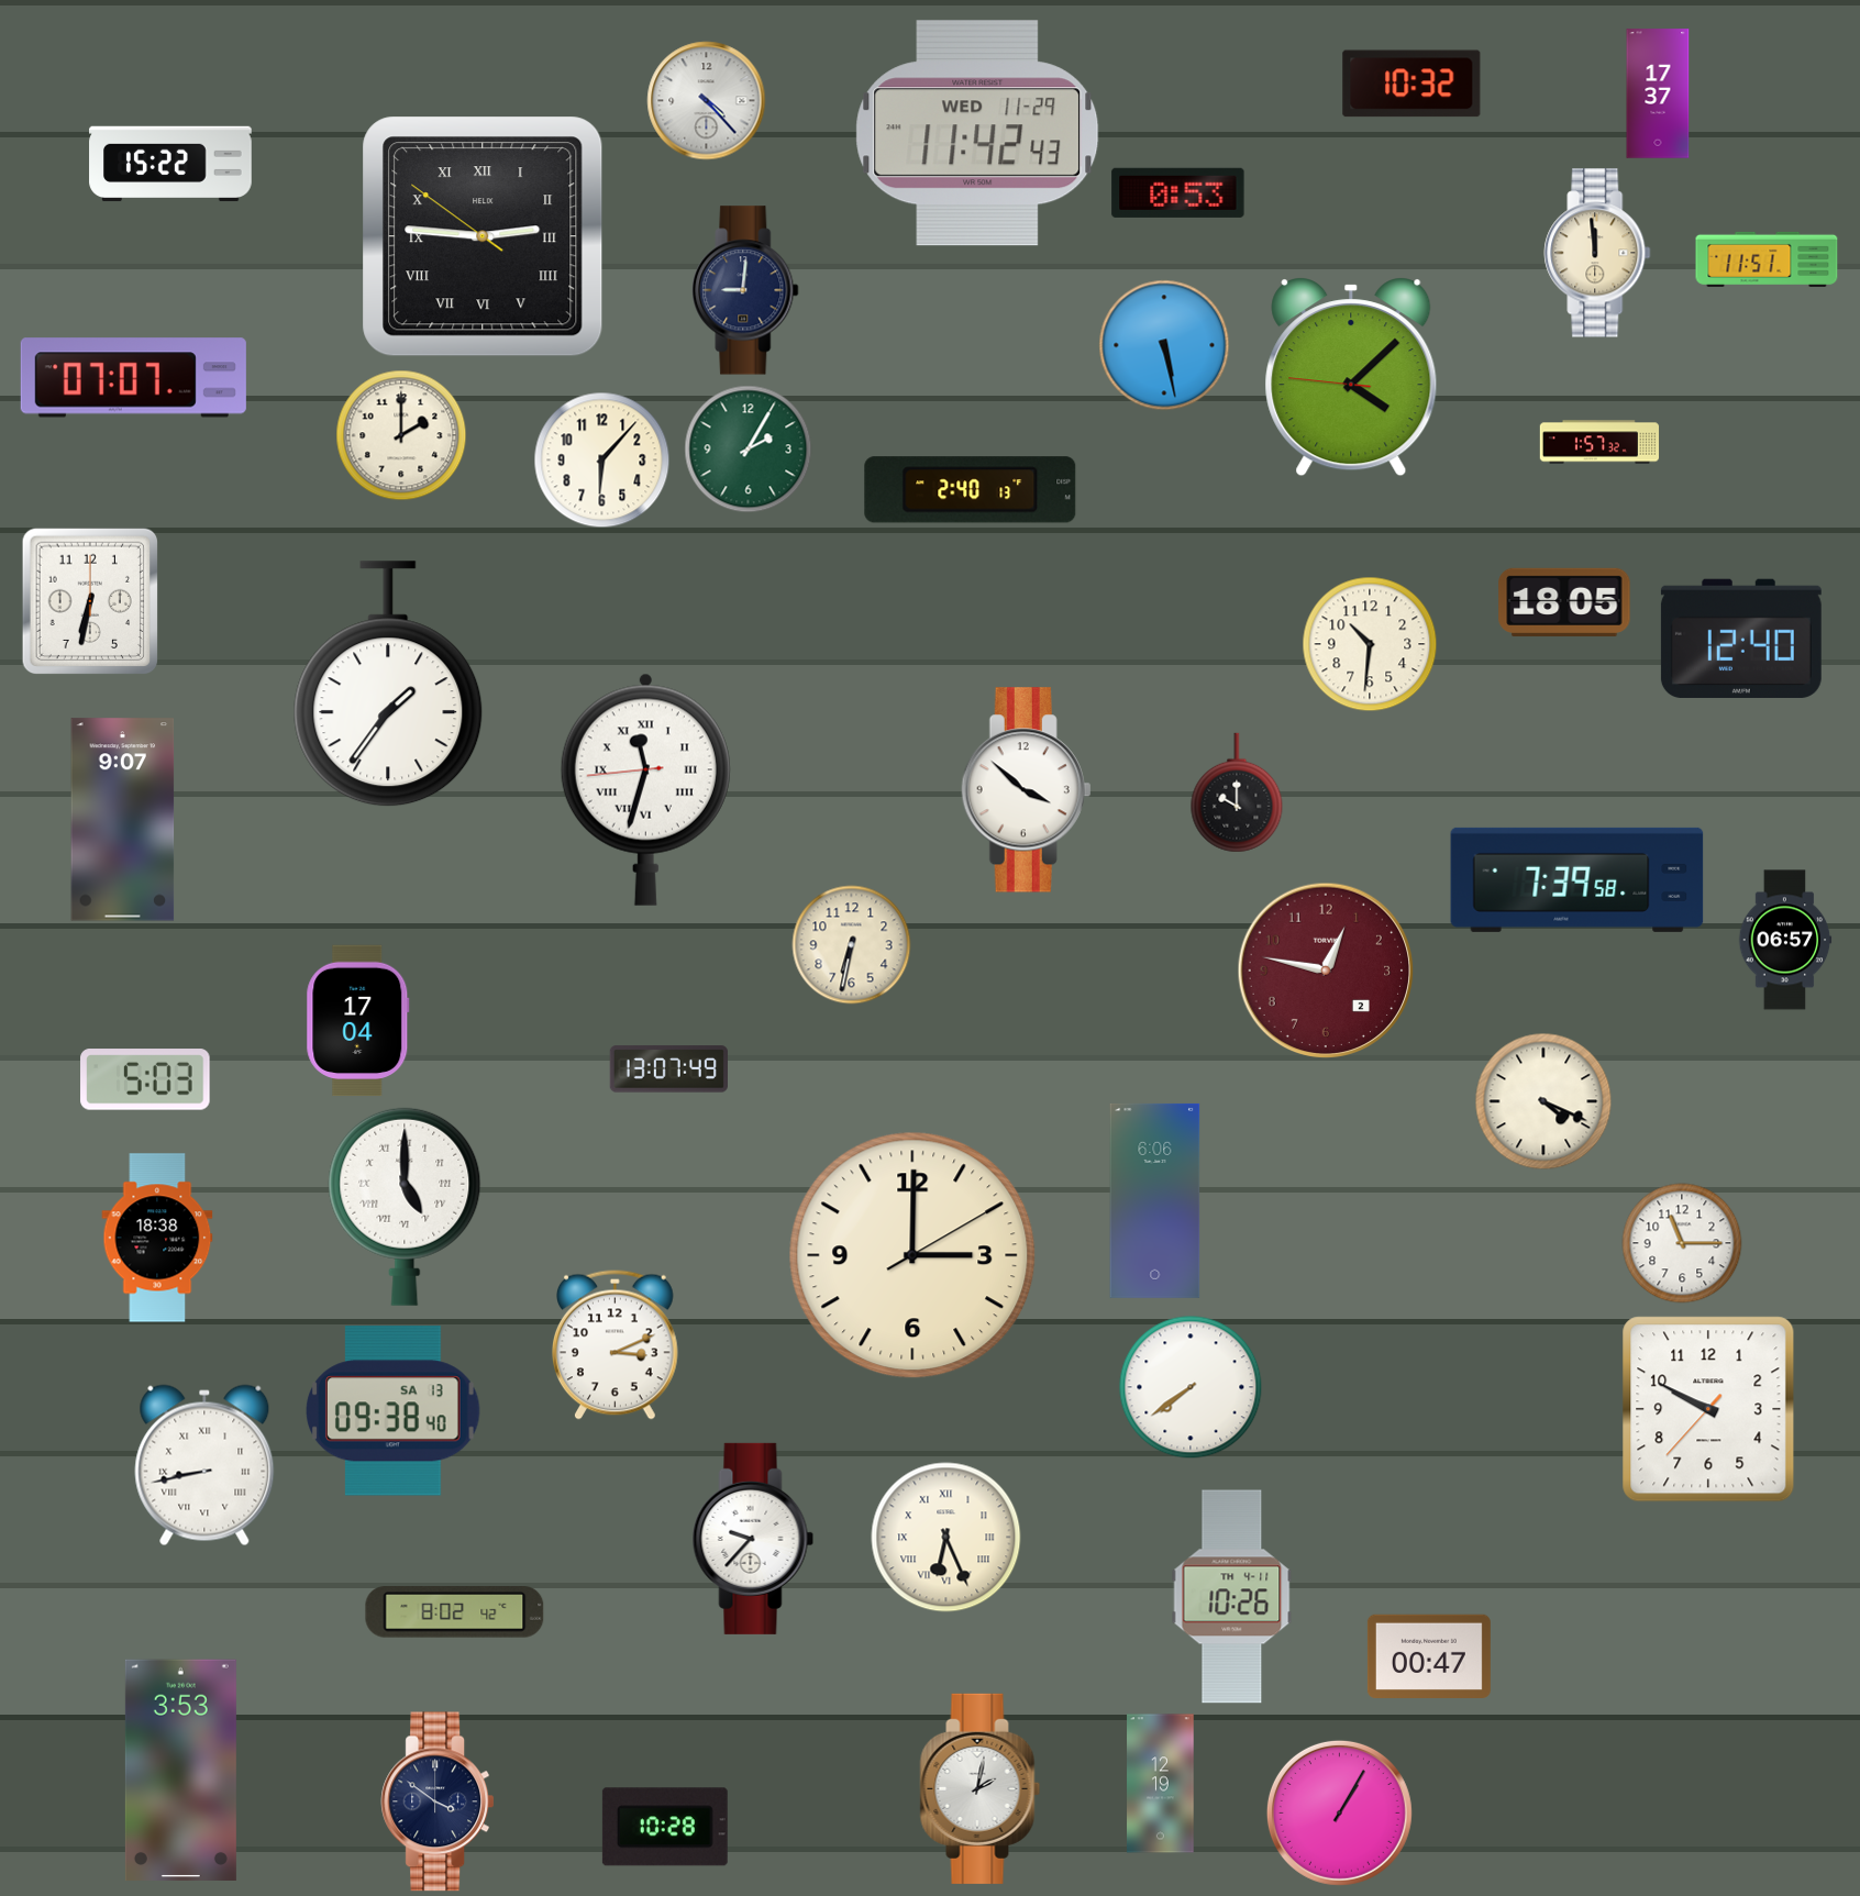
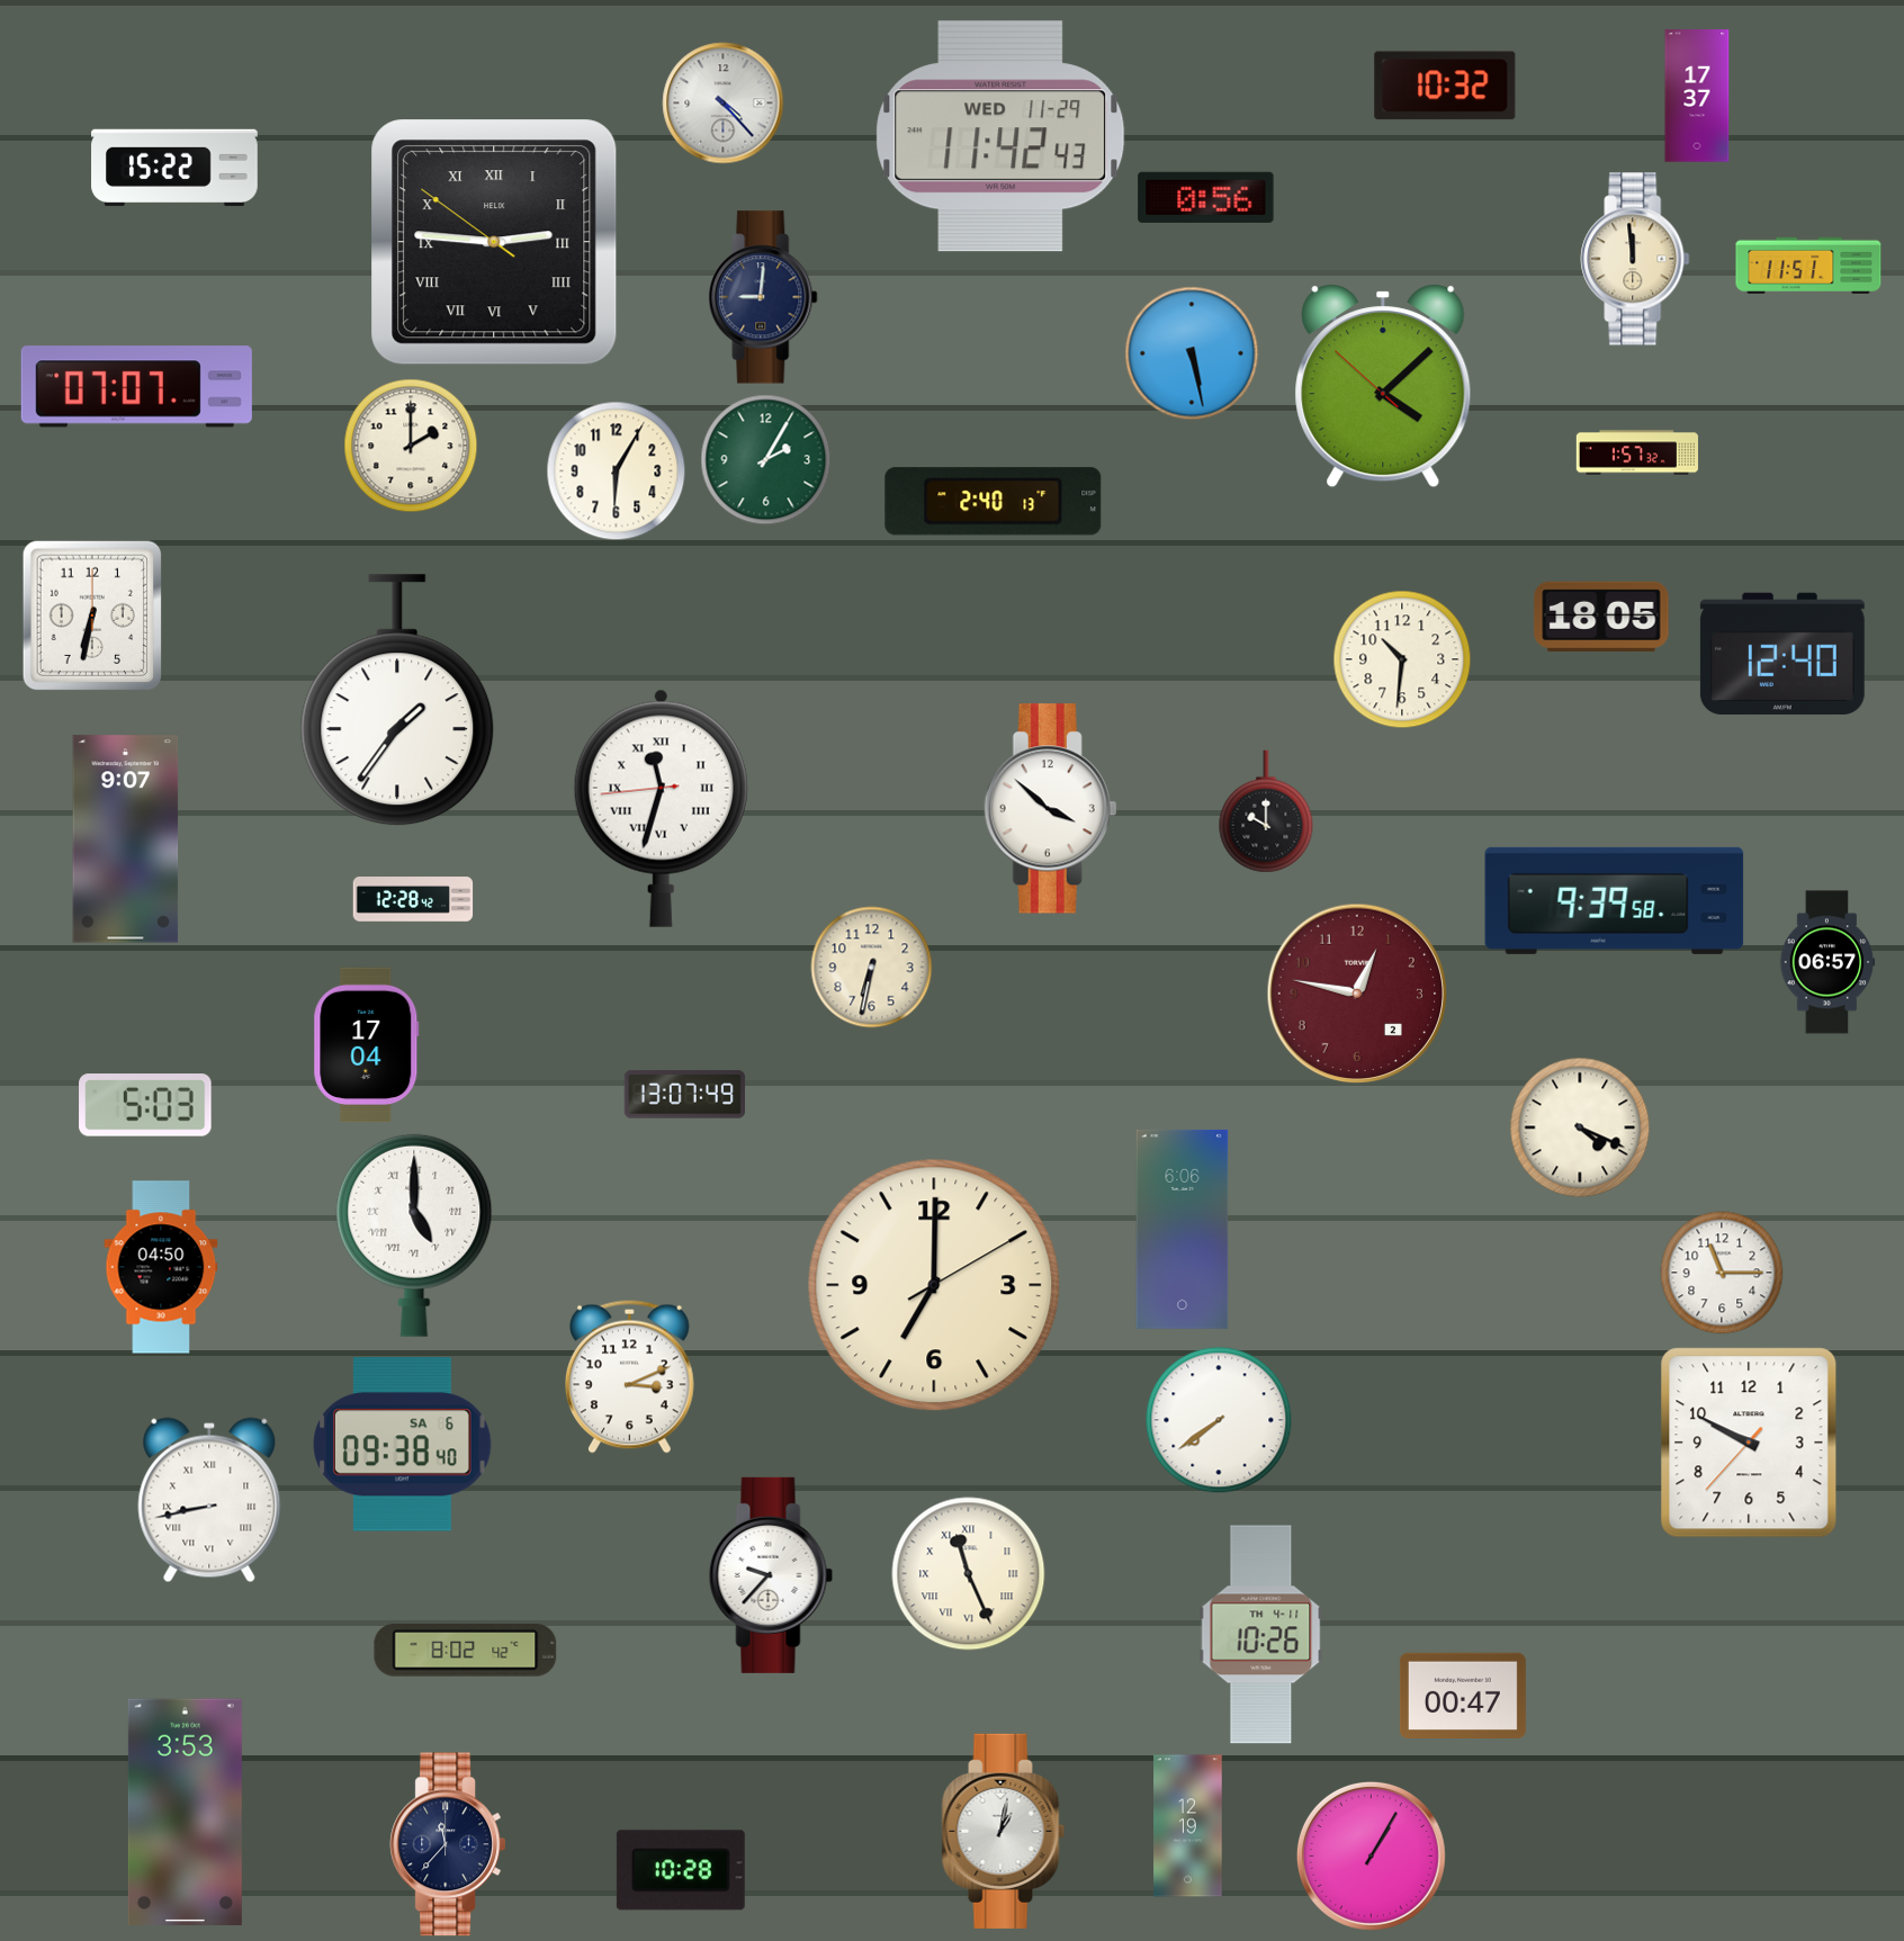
clock at (1178, 192): 0:53 -> 0:56
clock at (1351, 377): 4:07:46 -> 4:07:52
clock at (602, 461): 6:07 -> 6:05
clock at (413, 899): none -> 12:28
clock at (1577, 879): 7:39 -> 9:39
clock at (145, 1079) position: (145, 1079) -> (145, 1105)
clock at (157, 1238): 18:38 -> 04:50
clock at (912, 1255): 3:00 -> 7:00
clock at (394, 1411) date: SA 13 -> SA 6
clock at (946, 1538): 6:26 -> 11:26
clock at (981, 1788): 2:02 -> 1:02
clock at (438, 1801): 3:51 -> 11:37
